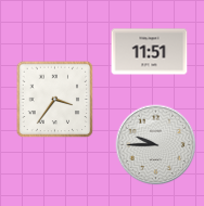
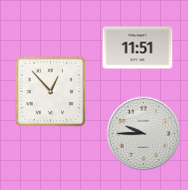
clock at (55, 100): 3:36 -> 12:53
